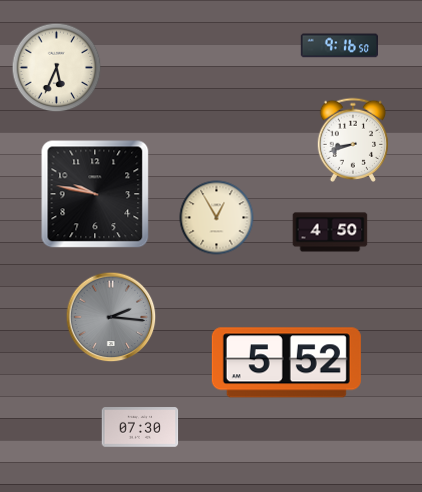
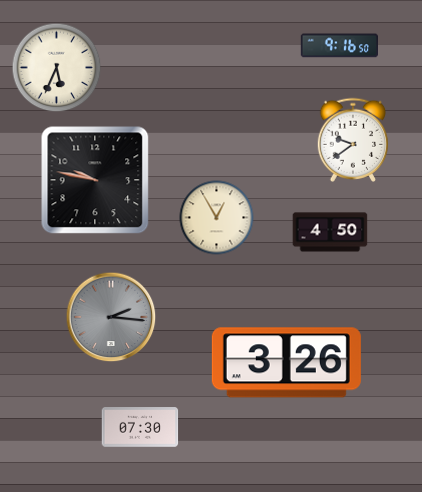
clock at (352, 140): 8:42 -> 9:39
clock at (95, 194) position: (95, 194) -> (95, 180)
clock at (286, 363): 5:52 -> 3:26
